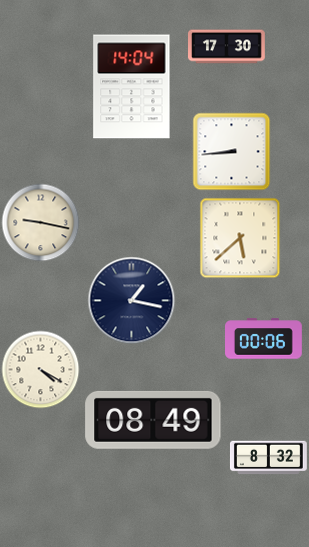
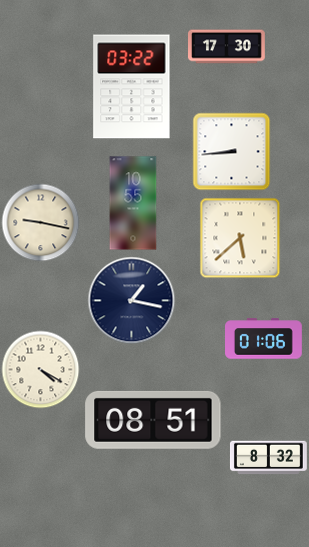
clock at (132, 87): 14:04 -> 03:22
clock at (133, 203): none -> 10:55
clock at (264, 339): 00:06 -> 01:06
clock at (153, 420): 08:49 -> 08:51
